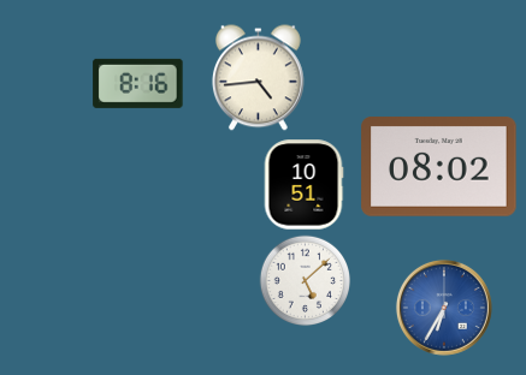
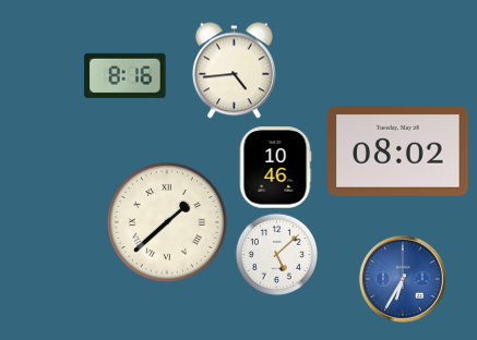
clock at (303, 185): 10:51 -> 10:46
clock at (167, 222): none -> 1:38
